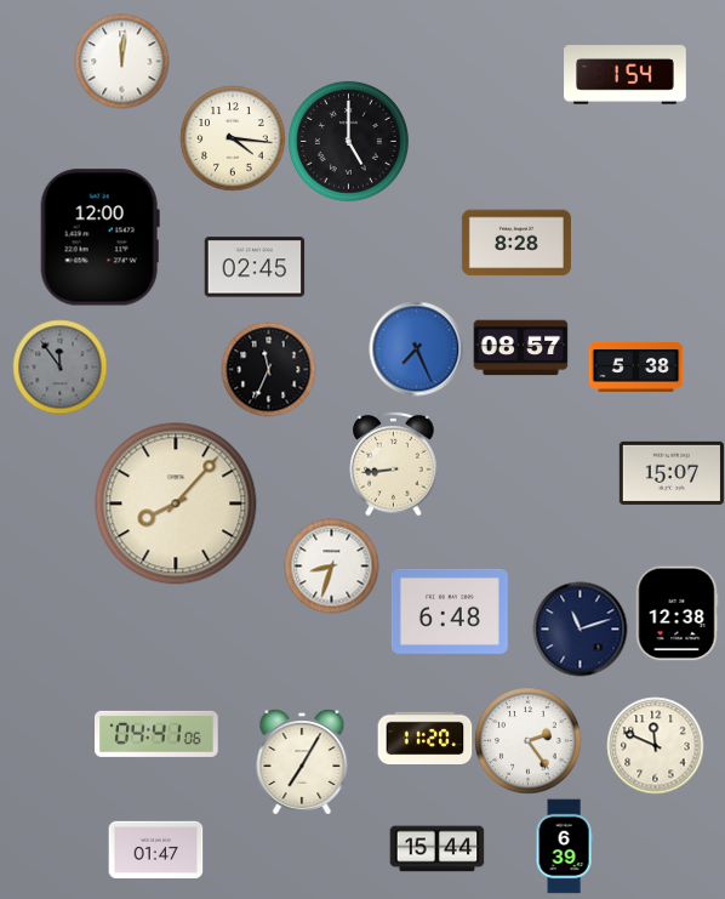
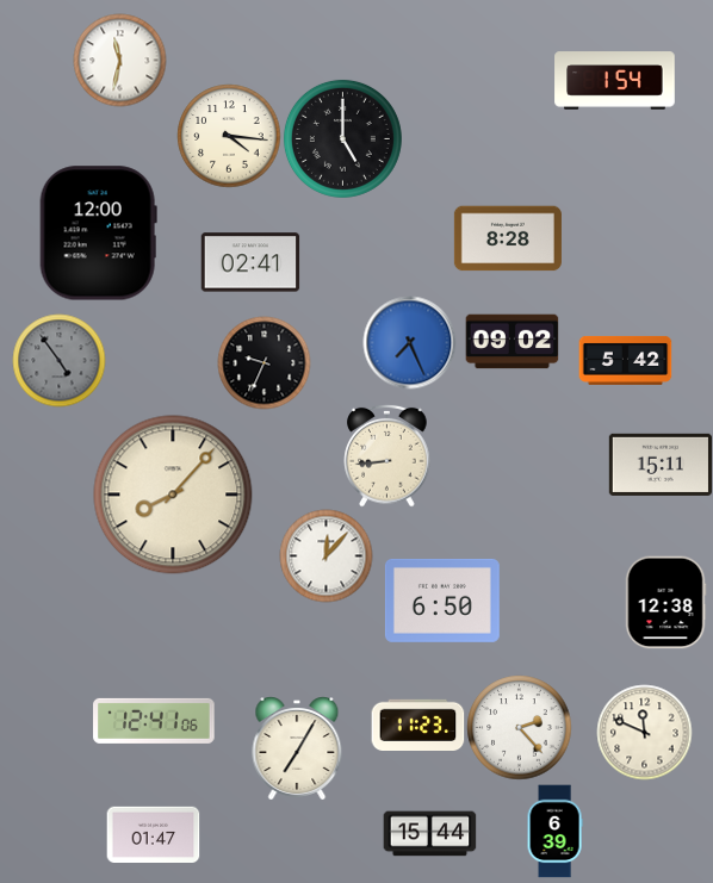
clock at (121, 61): 12:01 -> 11:32
clock at (626, 75) position: (626, 75) -> (615, 81)
clock at (255, 267): 02:45 -> 02:41
clock at (520, 348): 08:57 -> 09:02
clock at (59, 366): 11:54 -> 4:54
clock at (635, 366): 5:38 -> 5:42
clock at (268, 369): 11:34 -> 9:34
clock at (670, 473): 15:07 -> 15:11
clock at (331, 565): 8:33 -> 12:07
clock at (450, 611): 6:48 -> 6:50
clock at (580, 628): 11:12 -> none
clock at (156, 734): 04:41 -> 12:41
clock at (424, 739): 11:20 -> 11:23
clock at (527, 740): 2:24 -> 2:23
